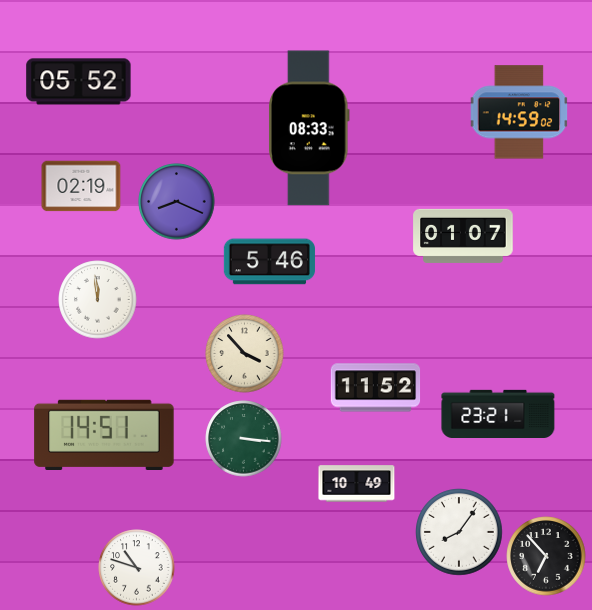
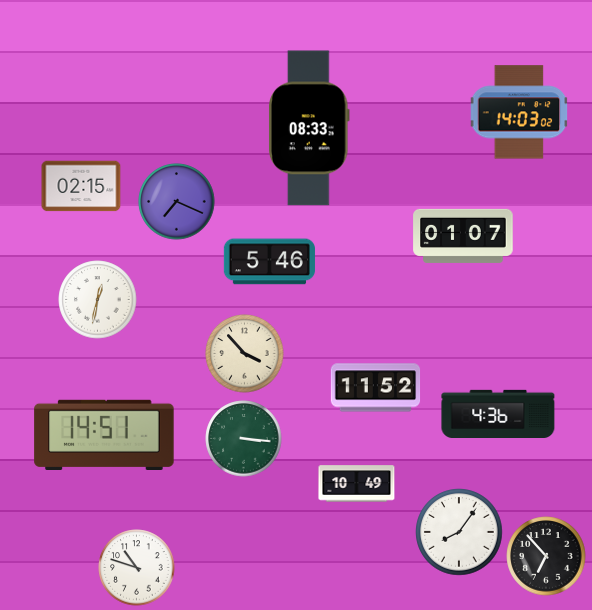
clock at (79, 82): 05:52 -> none
clock at (519, 112): 14:59 -> 14:03
clock at (81, 186): 02:19 -> 02:15
clock at (177, 202): 8:19 -> 7:19
clock at (98, 300): 11:59 -> 12:32
clock at (498, 413): 23:21 -> 4:36
